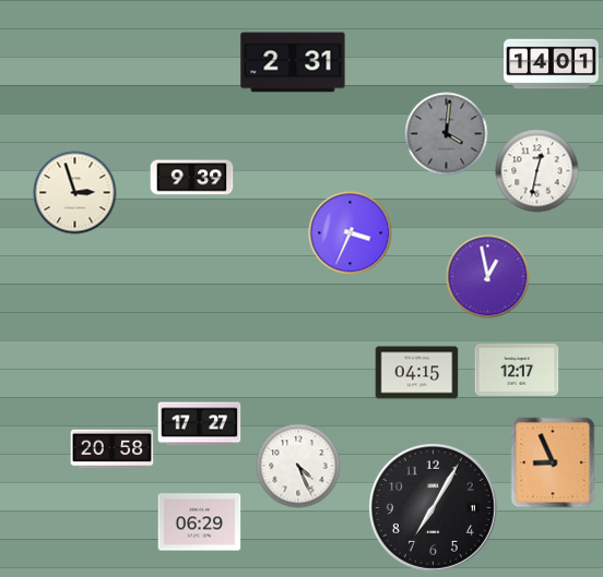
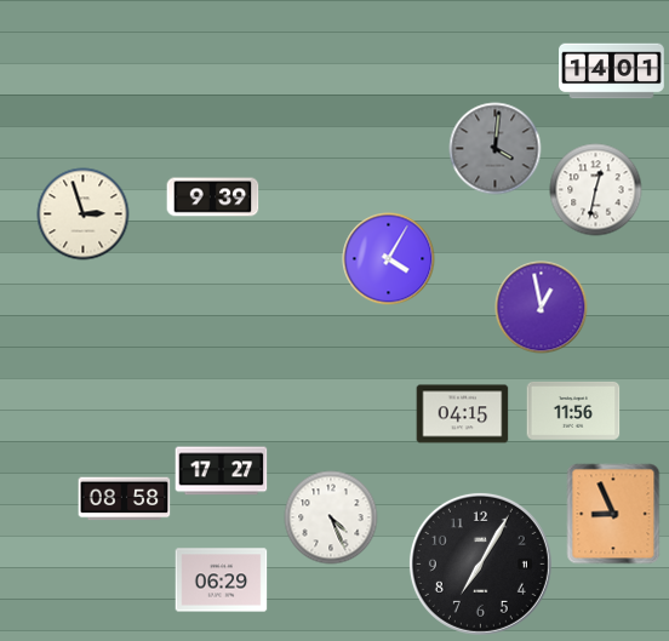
clock at (293, 62): 2:31 -> none
clock at (351, 233): 3:34 -> 4:05
clock at (517, 371): 12:17 -> 11:56
clock at (113, 449): 20:58 -> 08:58
